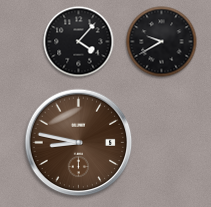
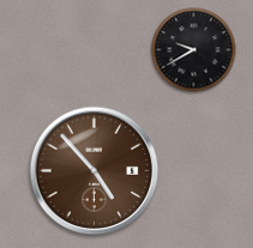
clock at (79, 42): 4:07 -> none
clock at (79, 143): 8:47 -> 4:53
